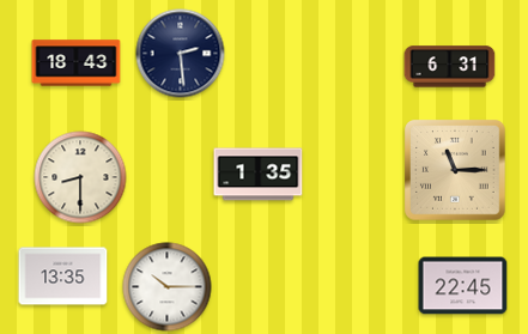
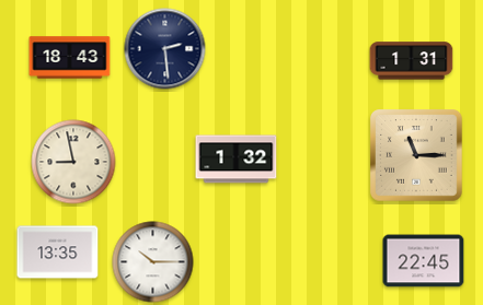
clock at (450, 67): 6:31 -> 1:31
clock at (259, 175): 1:35 -> 1:32
clock at (80, 177): 8:30 -> 8:58
